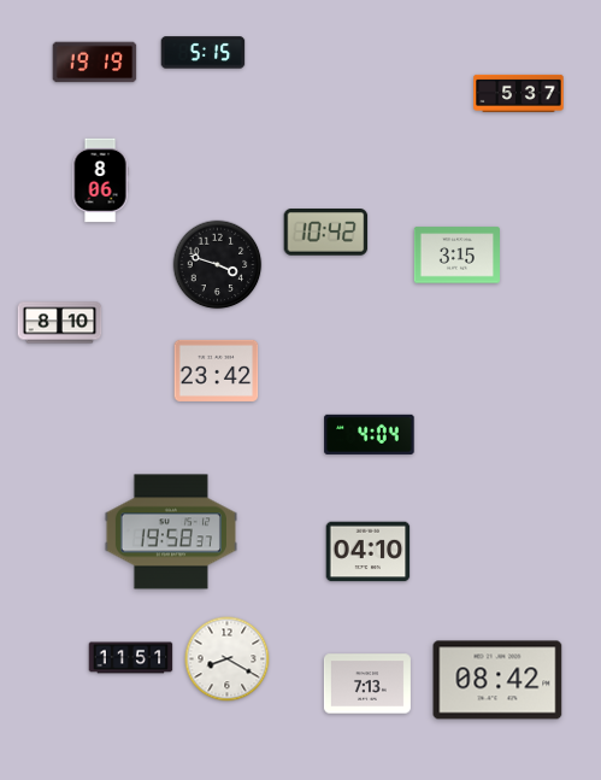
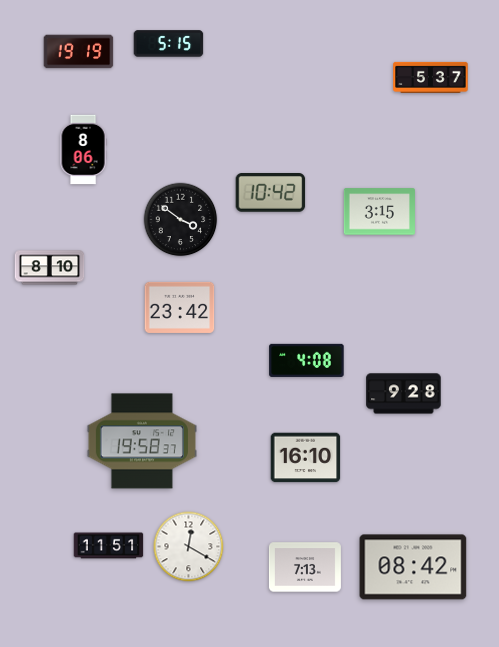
clock at (218, 265): 3:48 -> 3:51
clock at (370, 434): 4:04 -> 4:08
clock at (404, 394): none -> 9:28
clock at (369, 552): 04:10 -> 16:10
clock at (228, 659): 8:20 -> 12:20
clock at (497, 680) position: (497, 680) -> (413, 567)
